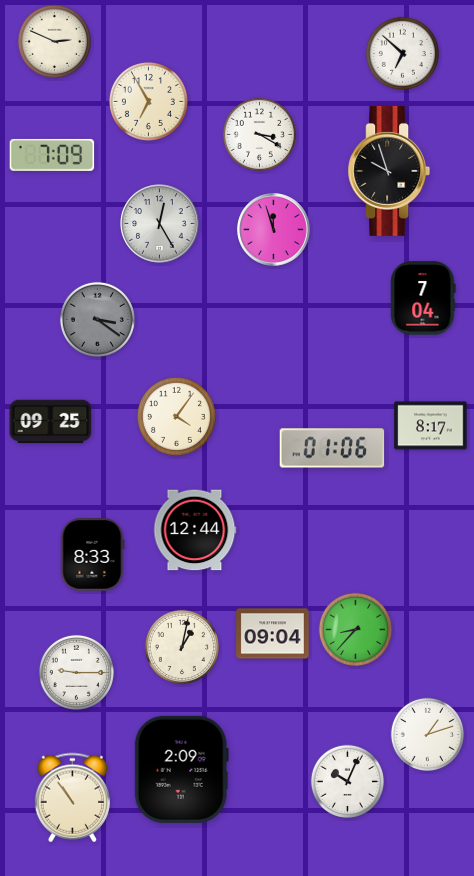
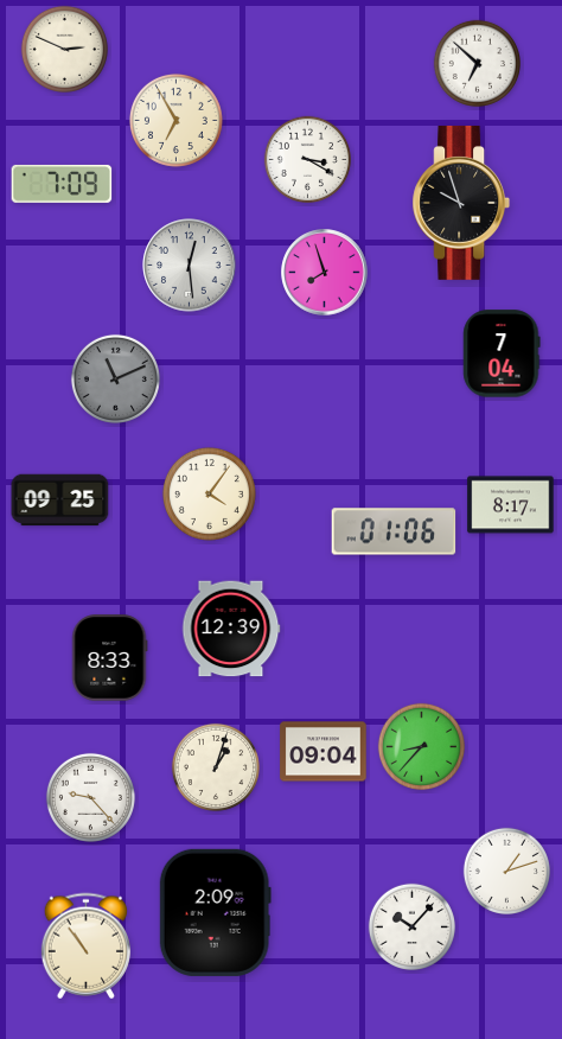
clock at (160, 224): 12:25 -> 12:29
clock at (274, 230): 11:57 -> 7:57
clock at (97, 319): 3:21 -> 11:11
clock at (195, 530): 12:44 -> 12:39
clock at (182, 647): 1:02 -> 1:03
clock at (76, 672): 9:15 -> 9:23
clock at (347, 781): 10:04 -> 10:07
